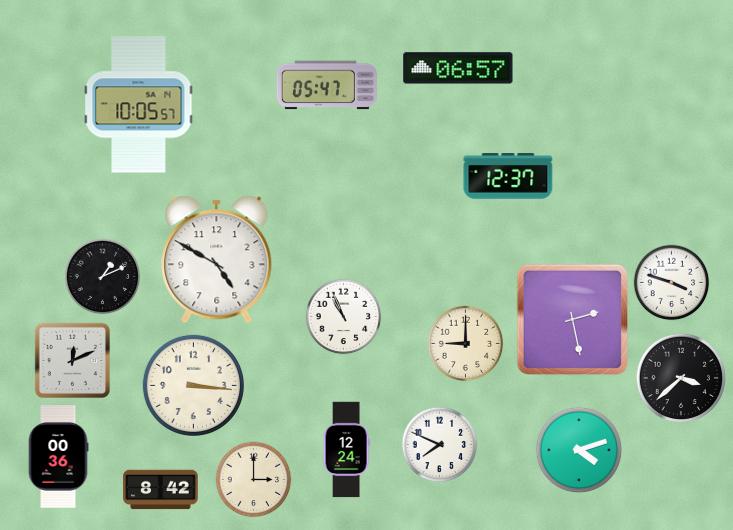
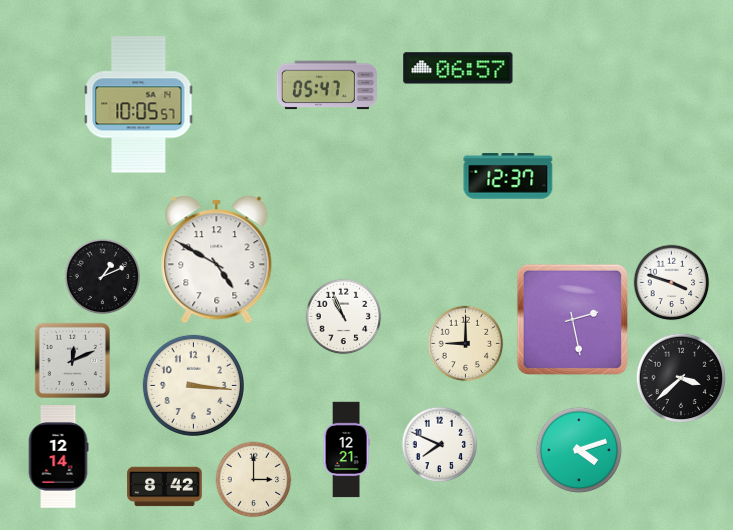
clock at (346, 450): 12:24 -> 12:21
clock at (58, 457): 00:36 -> 12:14
clock at (161, 490) position: (161, 490) -> (165, 487)
